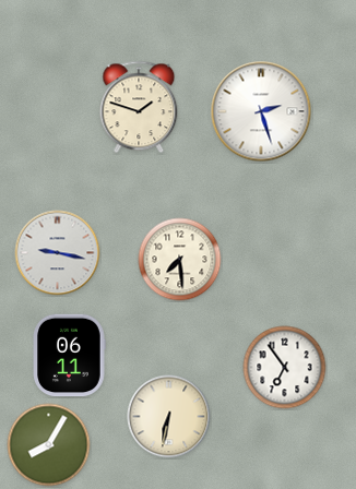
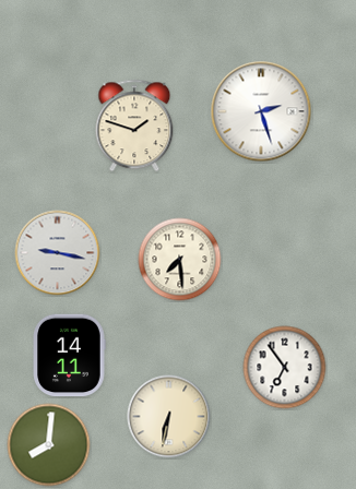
clock at (139, 107) position: (139, 107) -> (134, 126)
clock at (69, 356): 06:11 -> 14:11
clock at (49, 445): 8:05 -> 8:01
